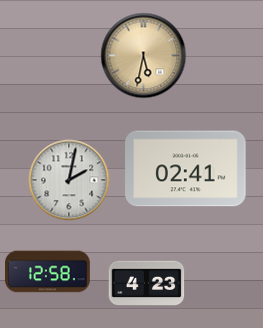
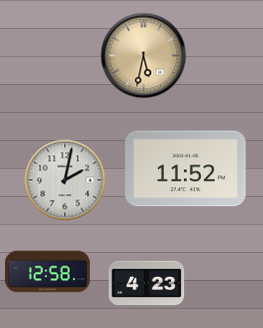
clock at (186, 169): 02:41 -> 11:52
clock at (69, 180) position: (69, 180) -> (65, 180)
